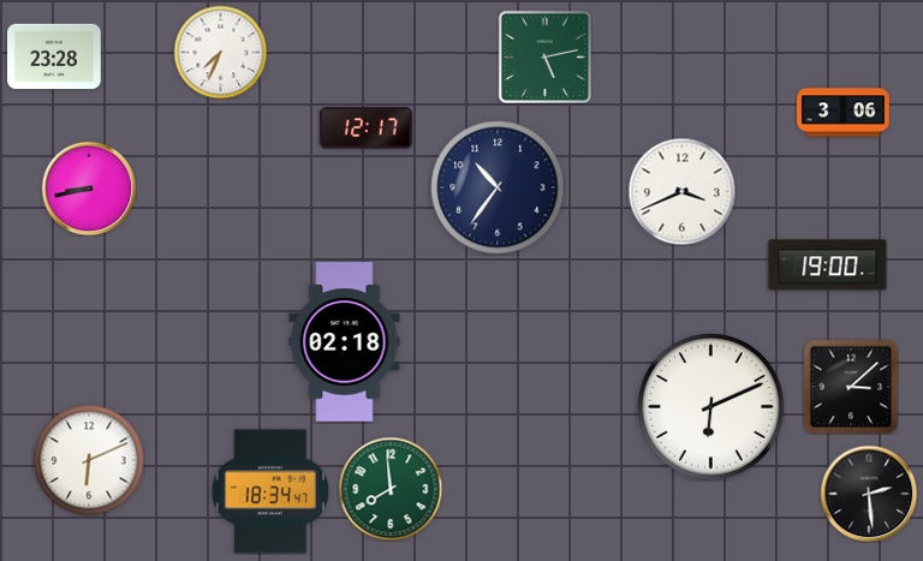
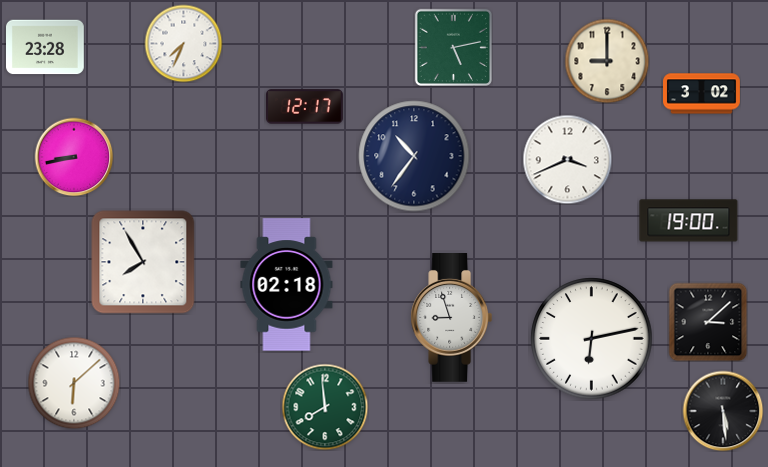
clock at (607, 61): none -> 9:00
clock at (844, 113): 3:06 -> 3:02
clock at (143, 262): none -> 7:55
clock at (452, 318): none -> 8:57
clock at (711, 407): 6:11 -> 6:13
clock at (89, 460): 6:11 -> 6:08
clock at (270, 491): 18:34 -> none
clock at (869, 494): 2:29 -> 5:29
